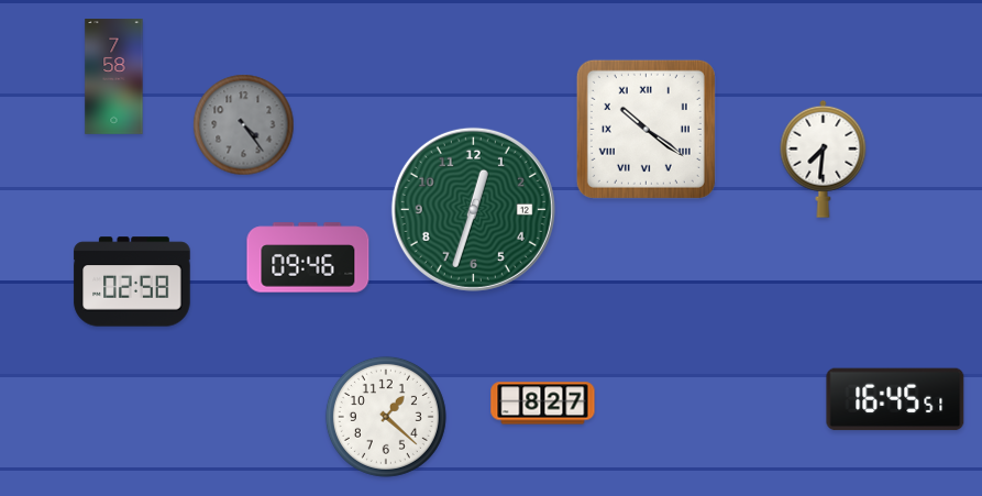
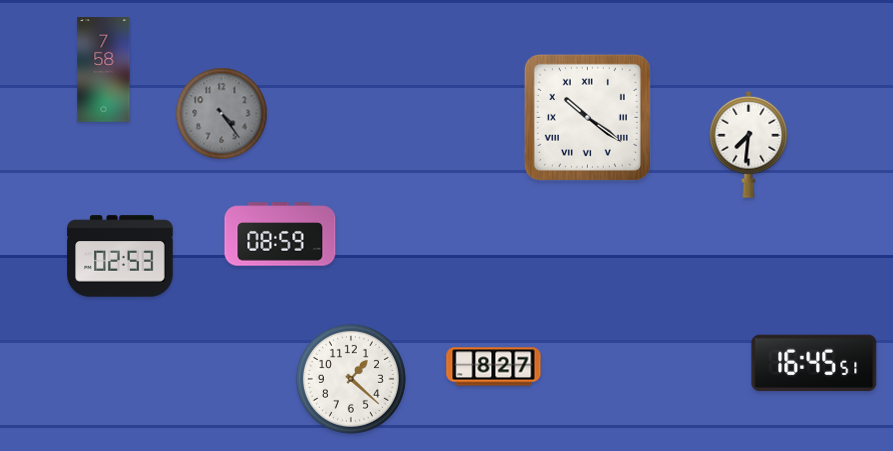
clock at (473, 209): 12:33 -> none
clock at (308, 257): 09:46 -> 08:59
clock at (132, 282): 02:58 -> 02:53
